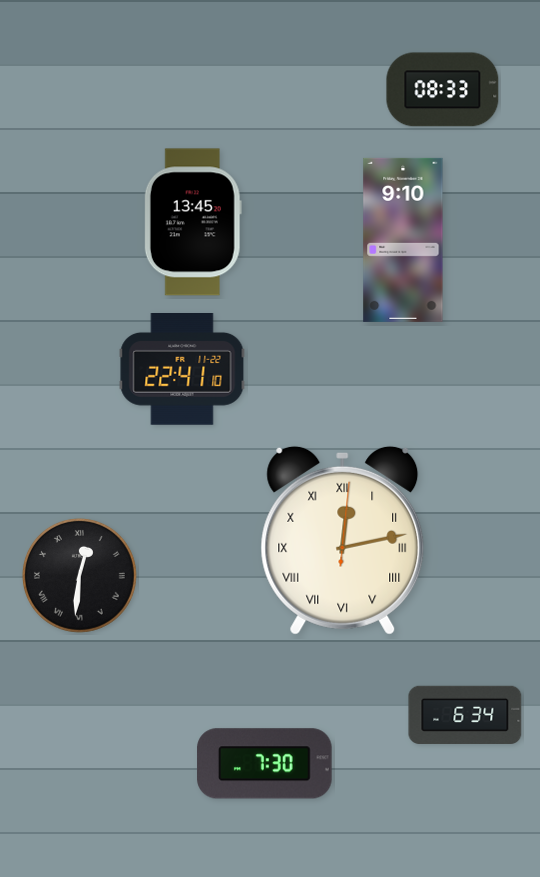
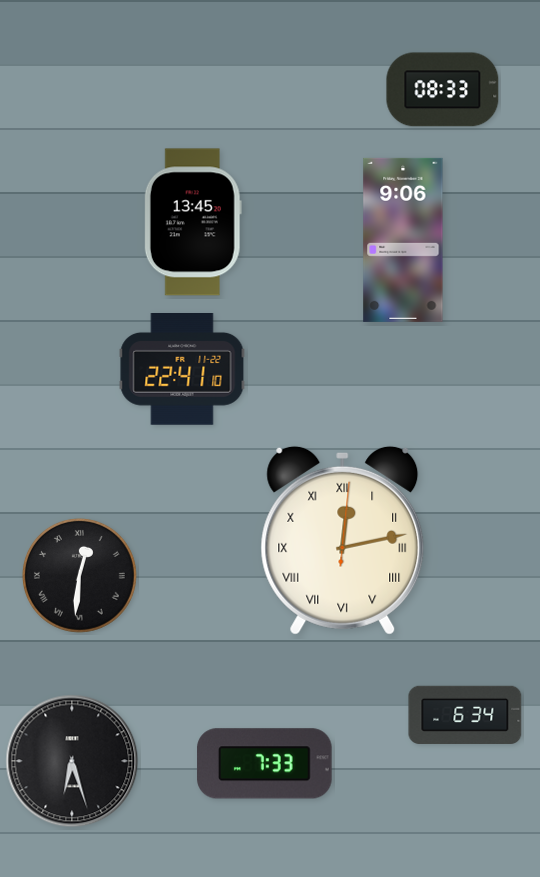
clock at (403, 240): 9:10 -> 9:06
clock at (72, 761): none -> 6:27
clock at (265, 764): 7:30 -> 7:33
